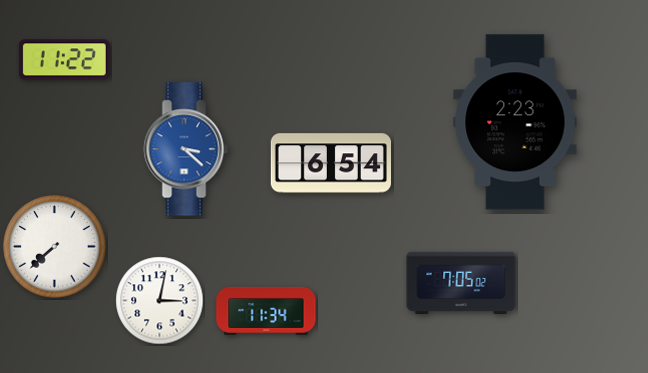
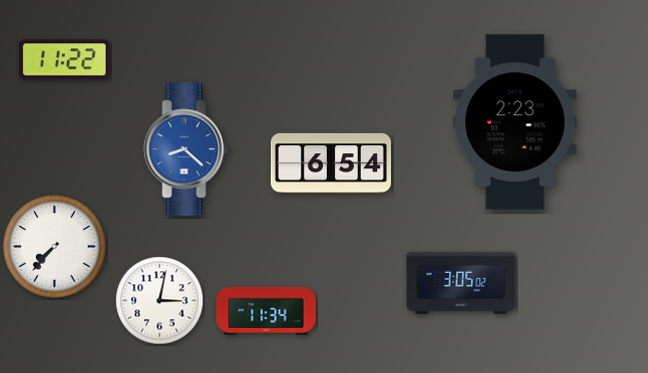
clock at (186, 149): 3:22 -> 8:22
clock at (55, 247): 7:38 -> 7:37
clock at (461, 283): 7:05 -> 3:05
